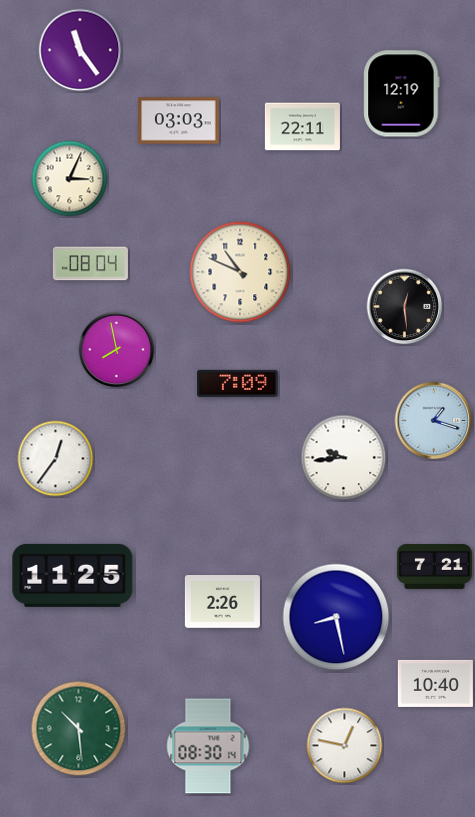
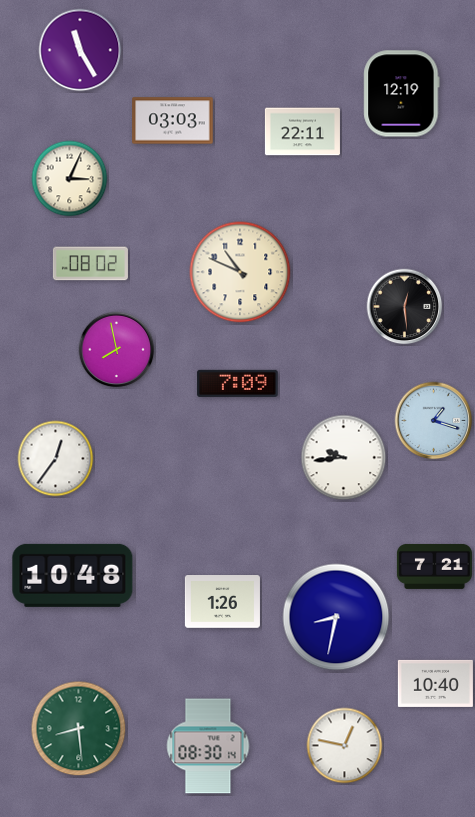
clock at (80, 50): 11:24 -> 11:25
clock at (179, 121) position: (179, 121) -> (173, 121)
clock at (302, 127) position: (302, 127) -> (302, 132)
clock at (90, 264): 08:04 -> 08:02
clock at (73, 575): 11:25 -> 10:48
clock at (222, 602): 2:26 -> 1:26
clock at (336, 617): 8:28 -> 8:32
clock at (79, 729): 10:29 -> 8:29
